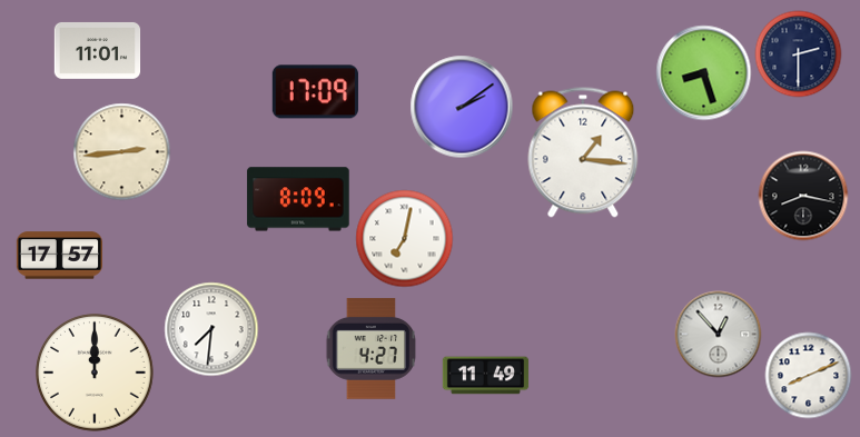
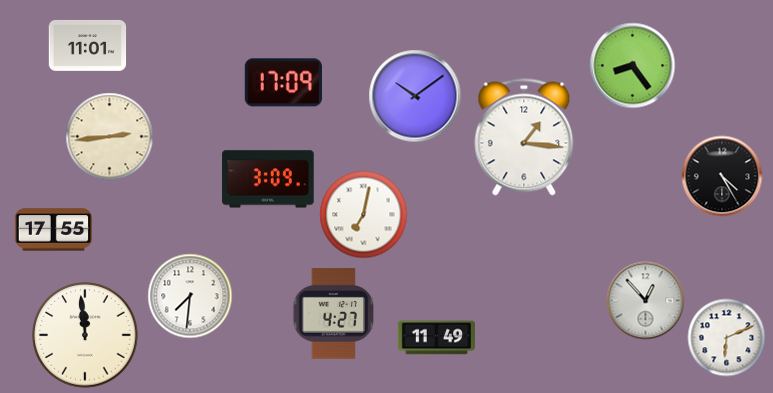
clock at (798, 53): 2:30 -> none
clock at (703, 72): 8:27 -> 8:24
clock at (462, 107): 2:09 -> 10:09
clock at (803, 196): 8:17 -> 4:25
clock at (298, 199): 8:09 -> 3:09
clock at (59, 256): 17:57 -> 17:55
clock at (95, 373): 12:00 -> 11:59
clock at (808, 375): 8:11 -> 6:11
